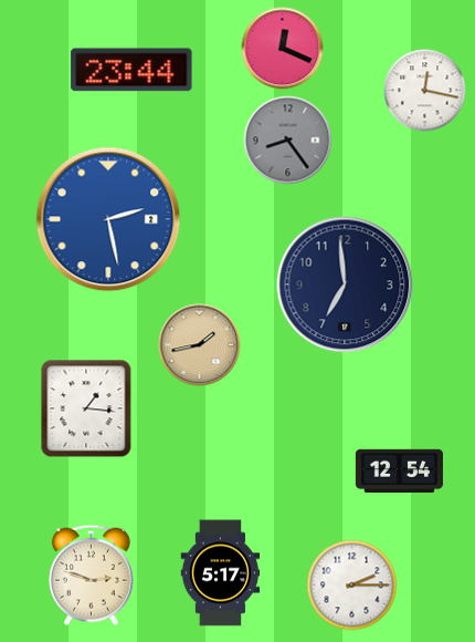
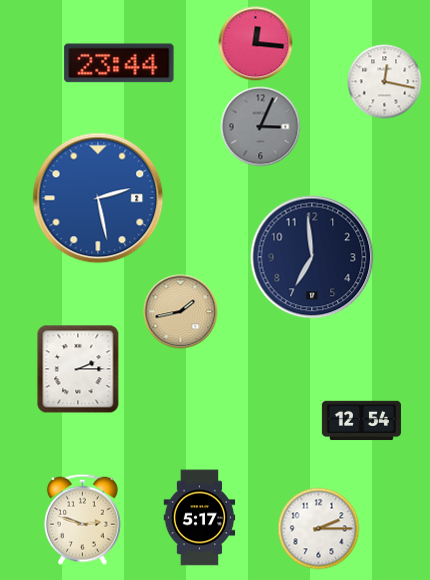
clock at (283, 49): 12:19 -> 12:16
clock at (288, 141): 8:24 -> 3:04
clock at (86, 408): 1:16 -> 2:15
clock at (399, 472) position: (399, 472) -> (361, 421)
